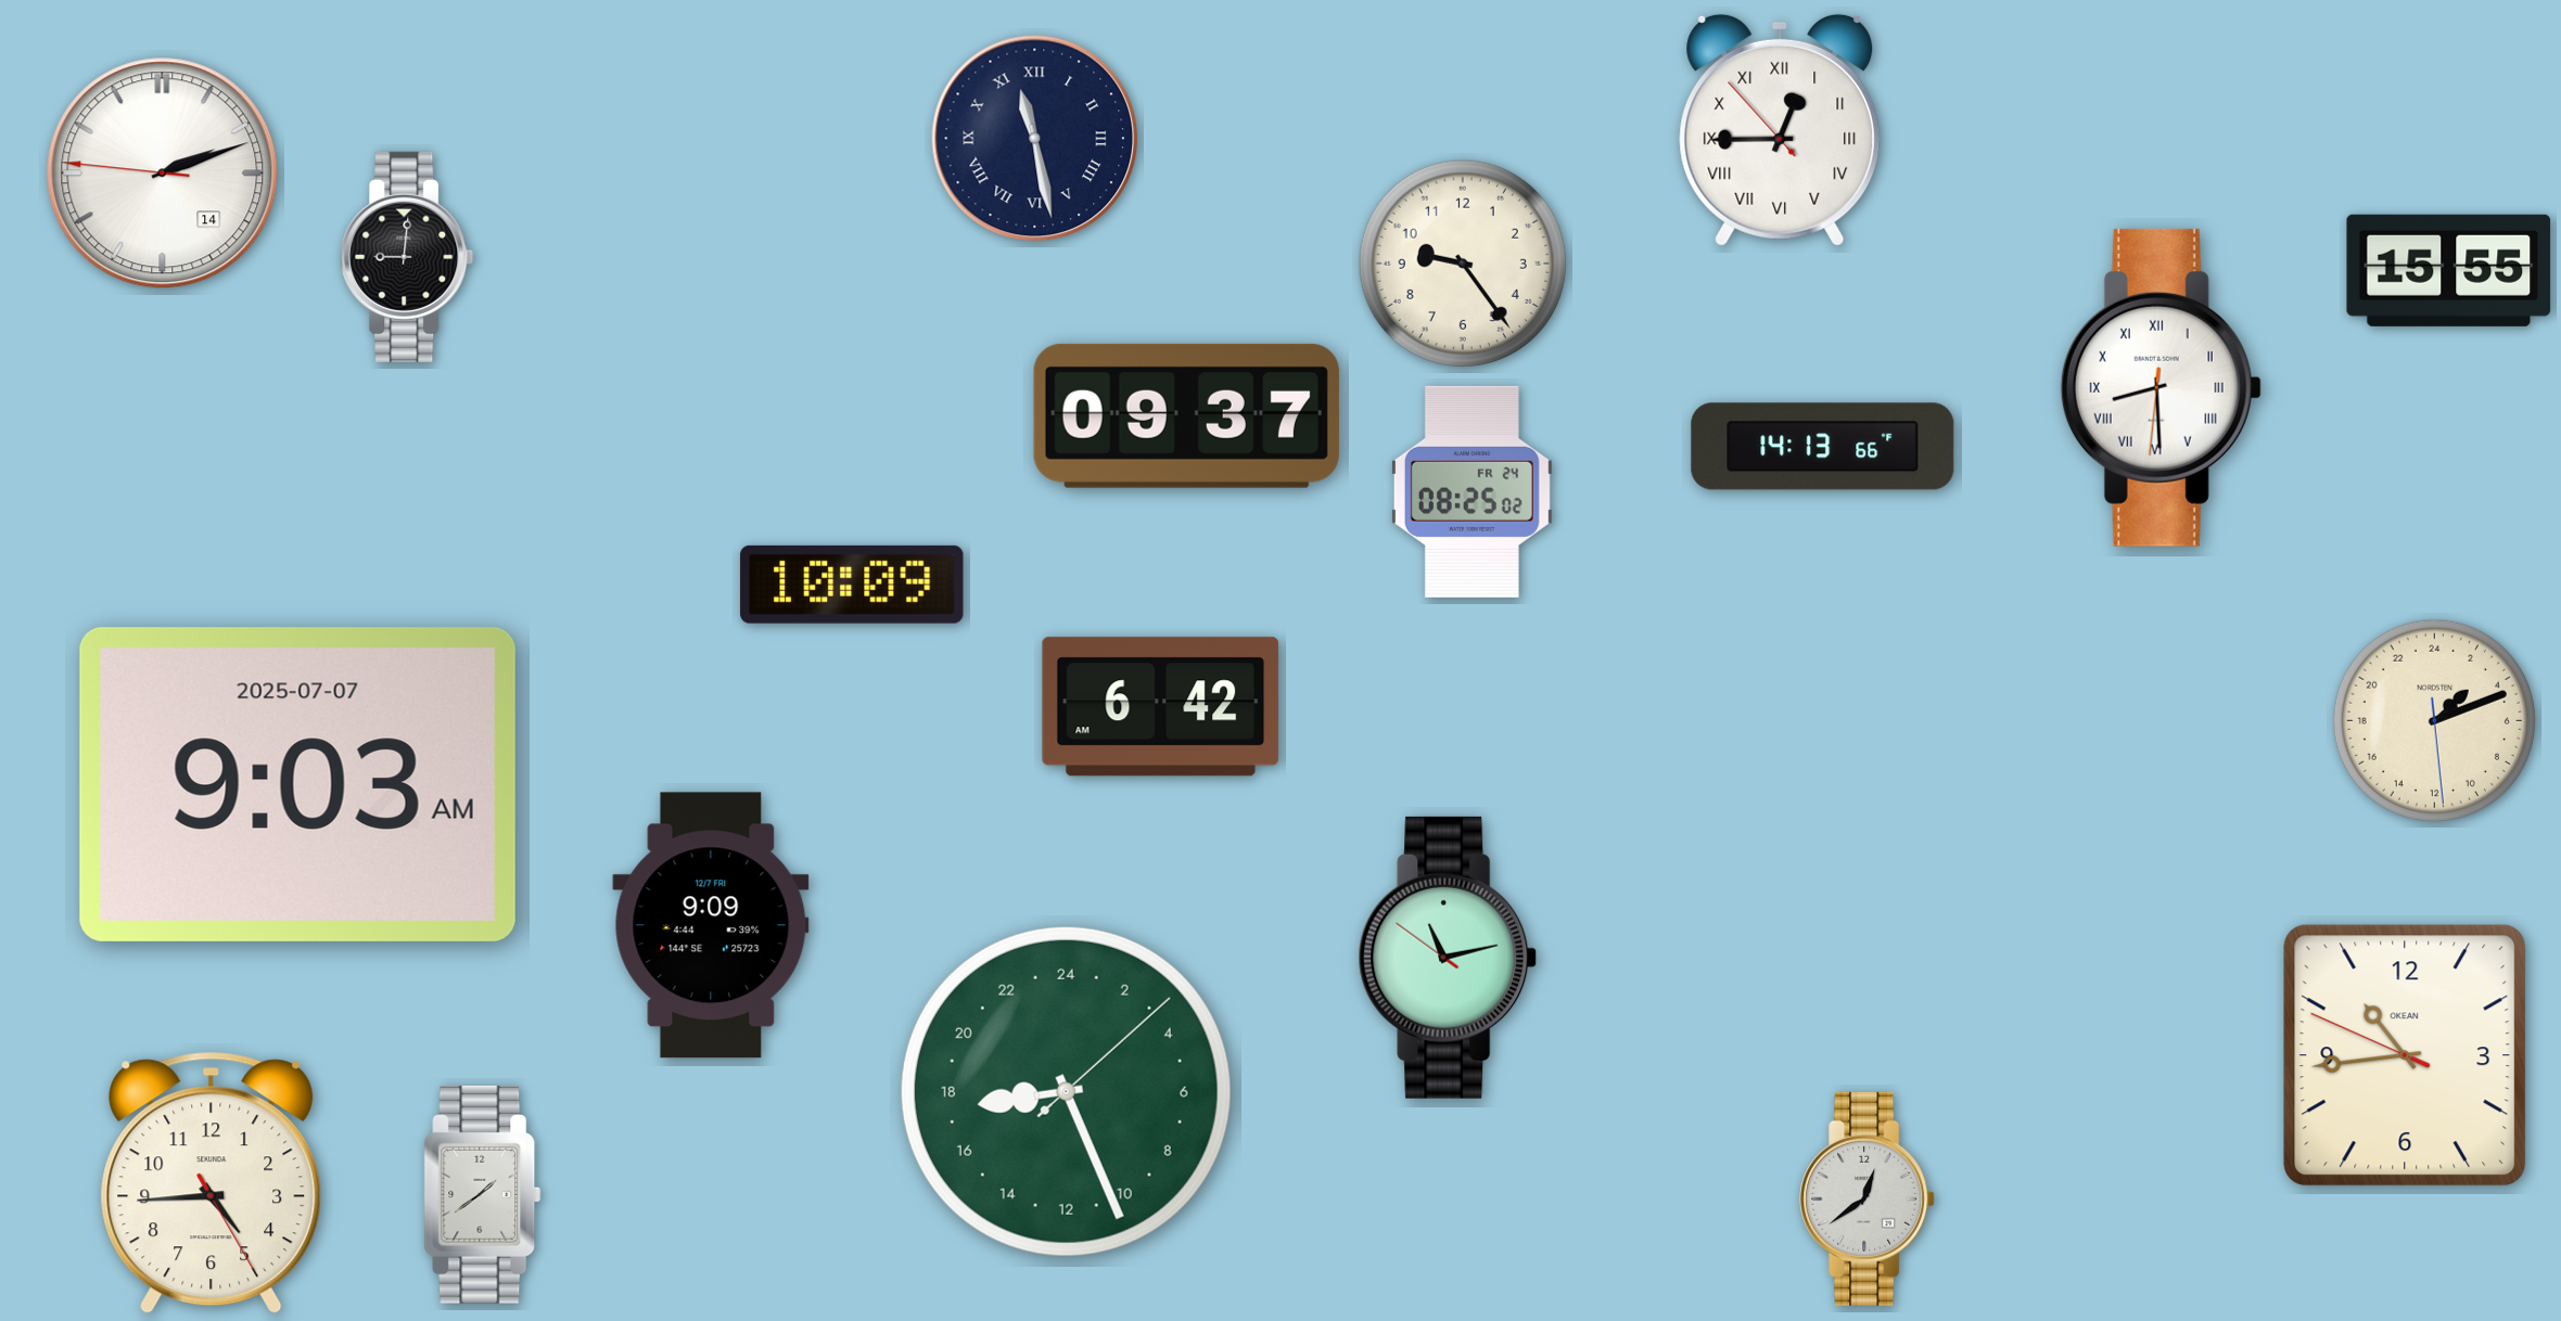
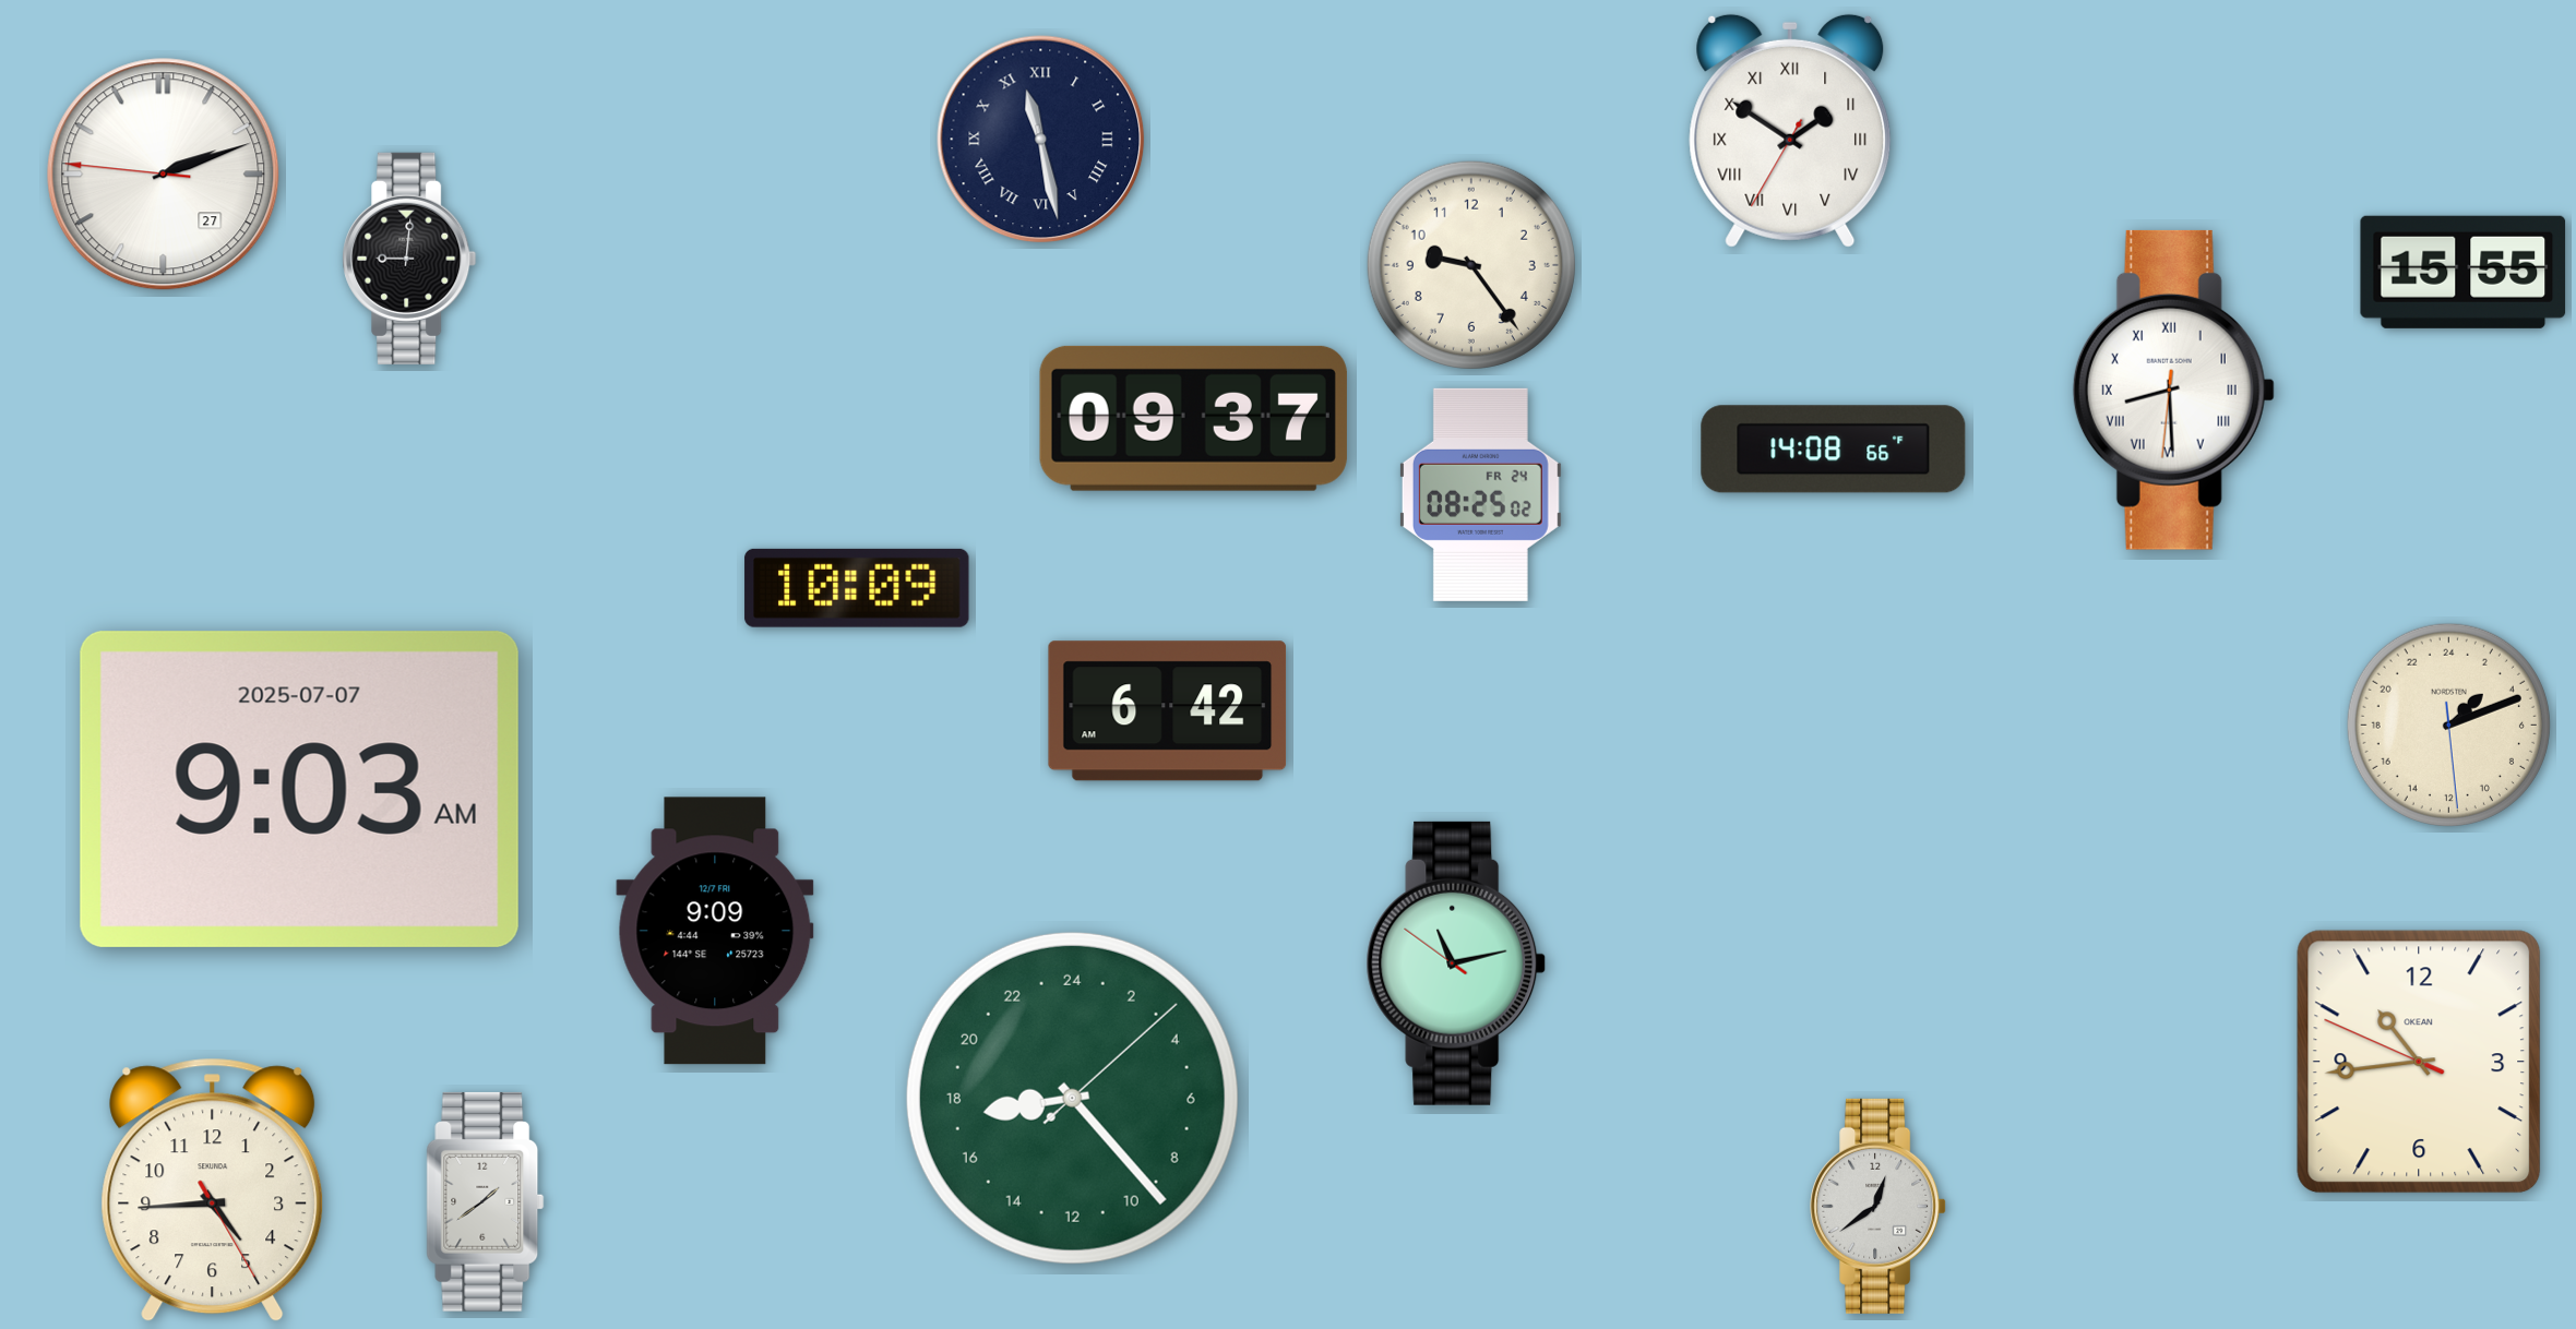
clock at (1780, 130): 12:44 -> 1:50
clock at (163, 174) date: 14 -> 27
clock at (1823, 447): 14:13 -> 14:08
clock at (1066, 1091): 17:26 -> 17:23
